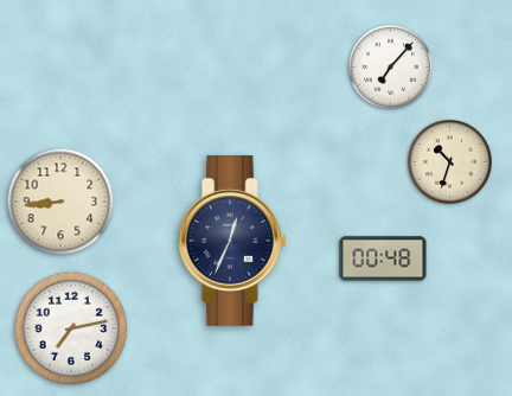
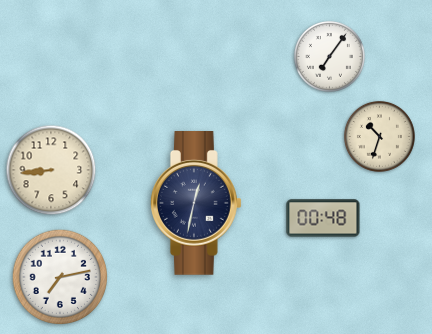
clock at (390, 66): 7:07 -> 7:06
clock at (232, 242): 12:34 -> 12:32
